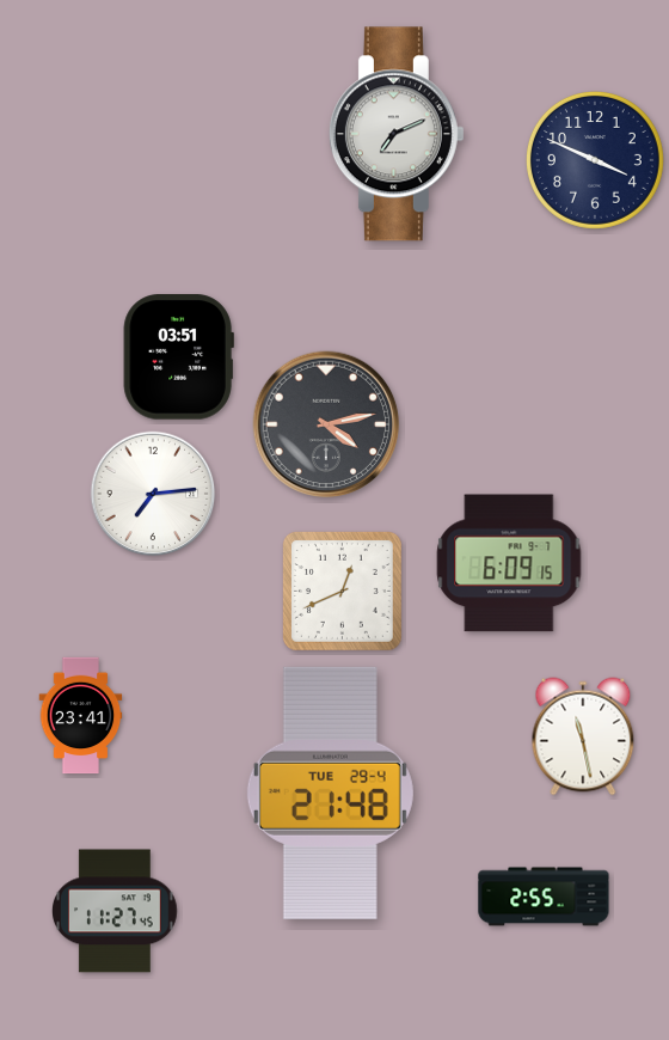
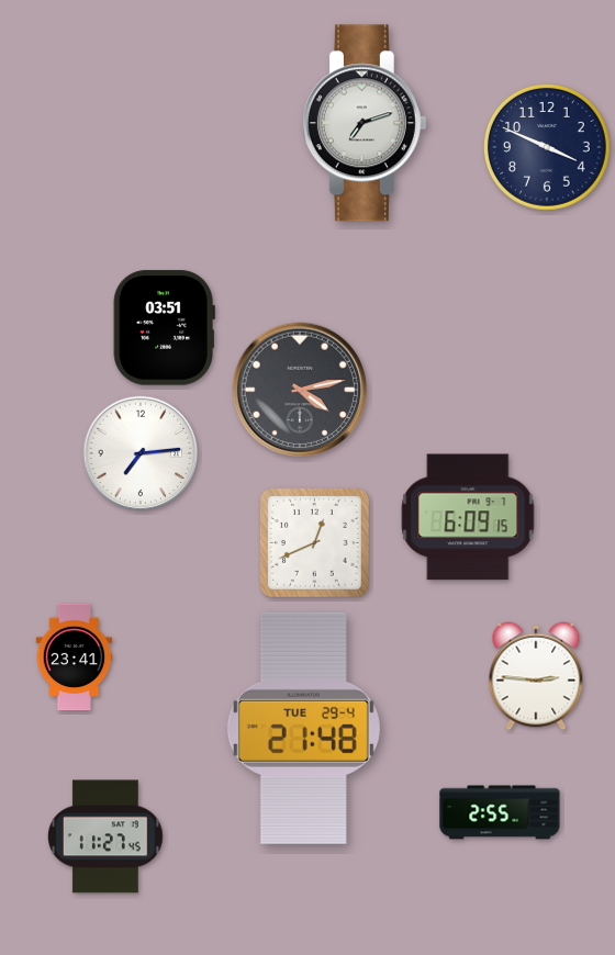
clock at (397, 134): 7:11 -> 7:12
clock at (583, 736): 11:28 -> 2:46
clock at (544, 897) position: (544, 897) -> (500, 812)
